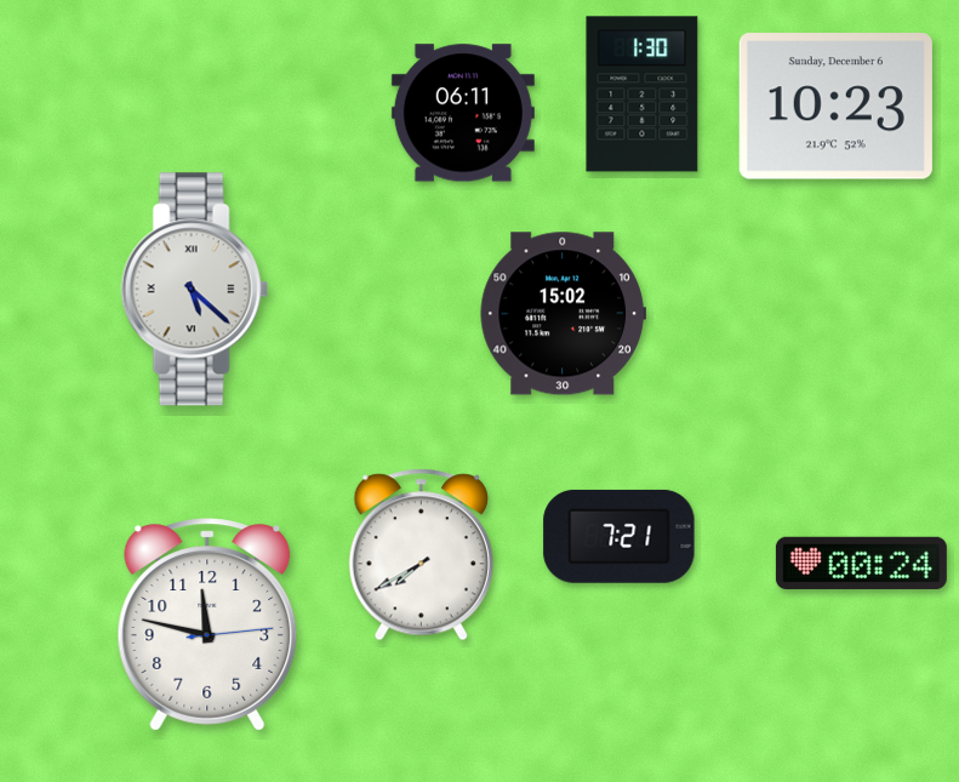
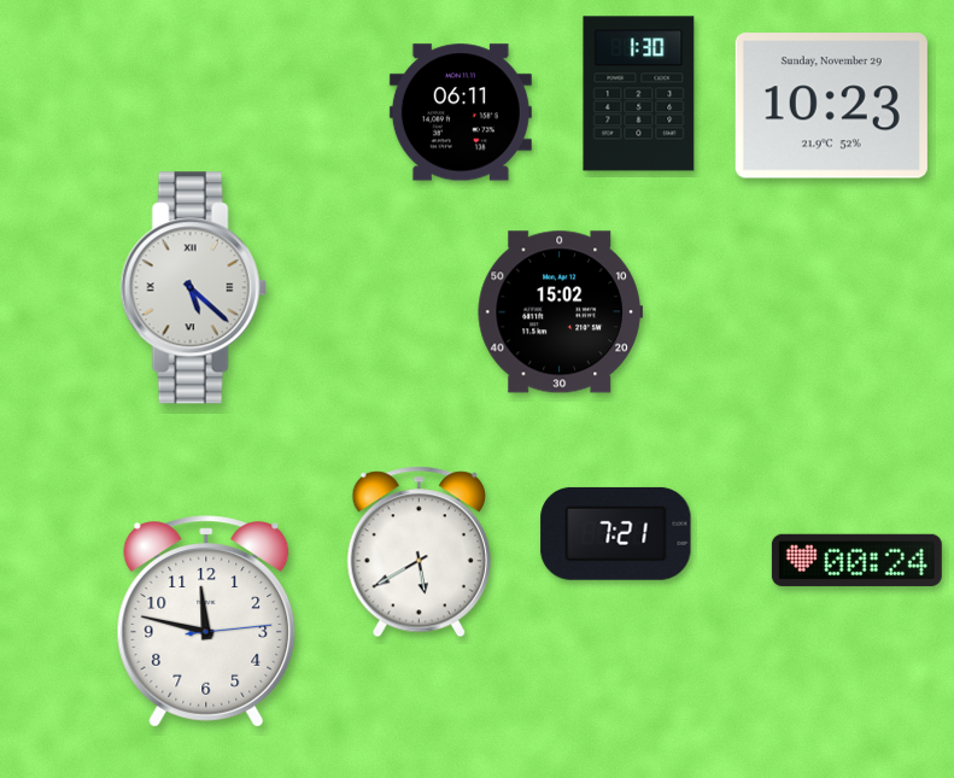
clock at (835, 107) date: Sunday, December 6 -> Sunday, November 29
clock at (421, 555): 7:40 -> 5:40
